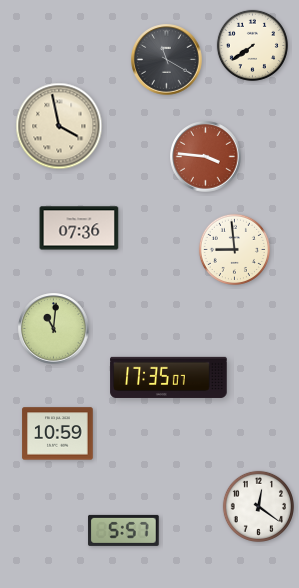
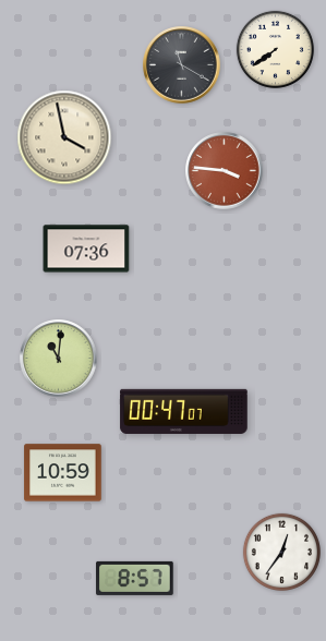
clock at (234, 249): 8:59 -> none
clock at (169, 377): 17:35 -> 00:47
clock at (258, 506): 12:21 -> 12:36
clock at (124, 530): 5:57 -> 8:57
